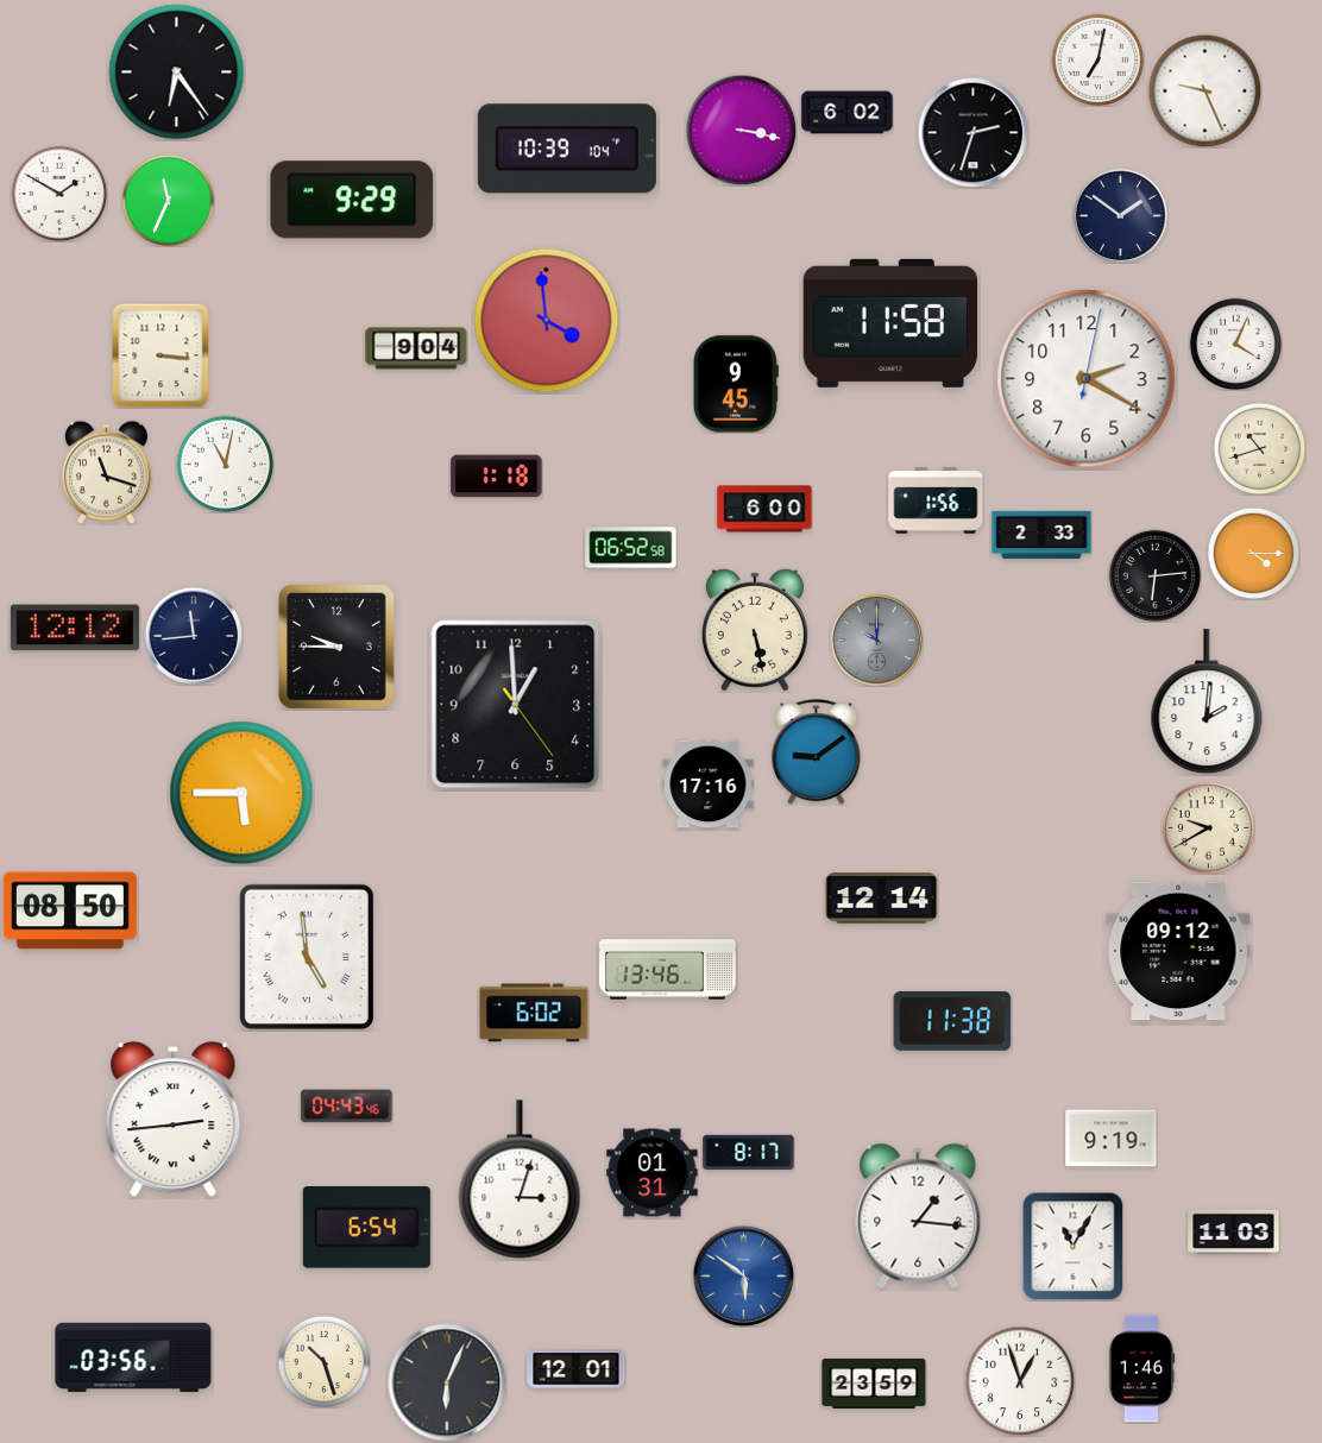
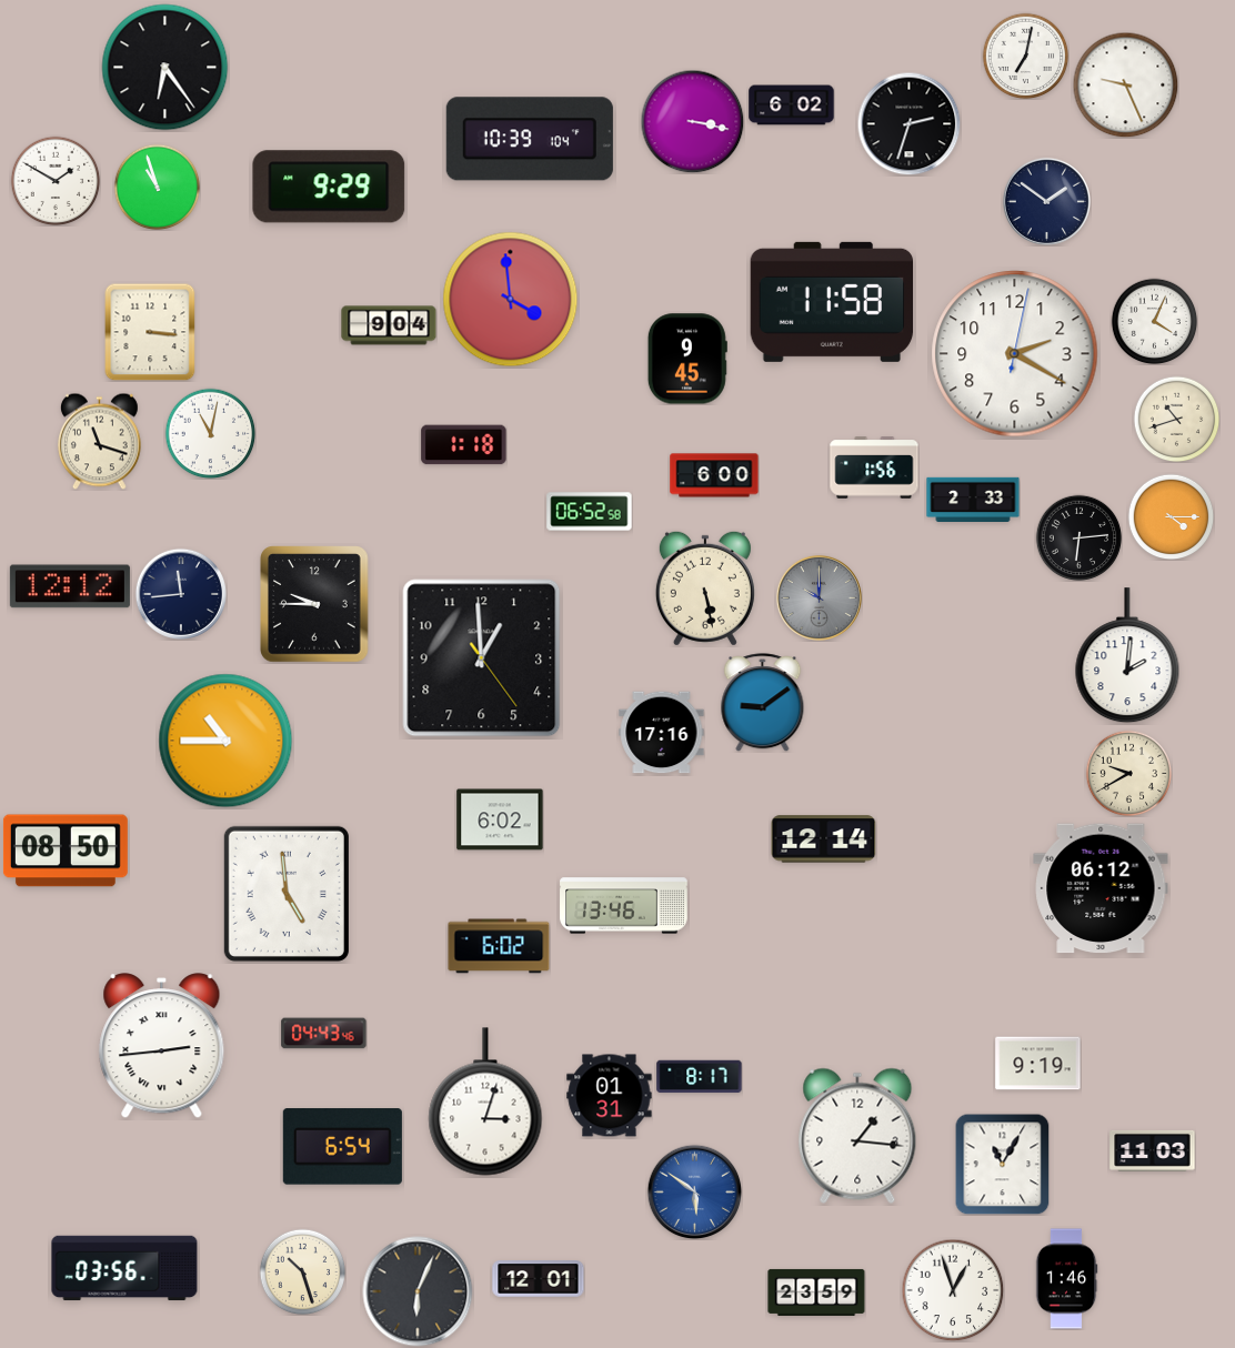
clock at (168, 200): 11:34 -> 10:57
clock at (241, 793): 5:45 -> 10:45
clock at (500, 819): none -> 6:02
clock at (1178, 951): 09:12 -> 06:12
clock at (952, 1021): 11:38 -> none
